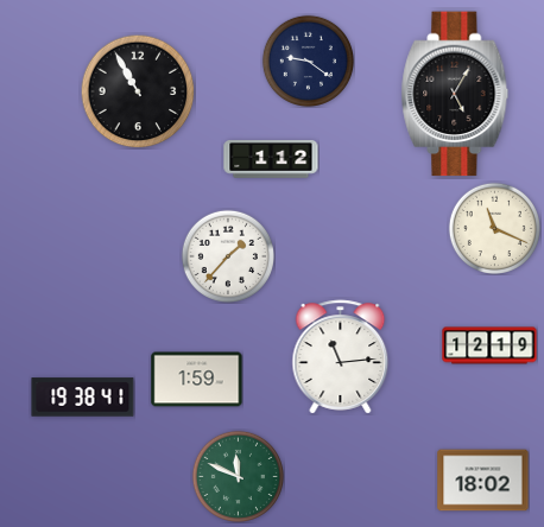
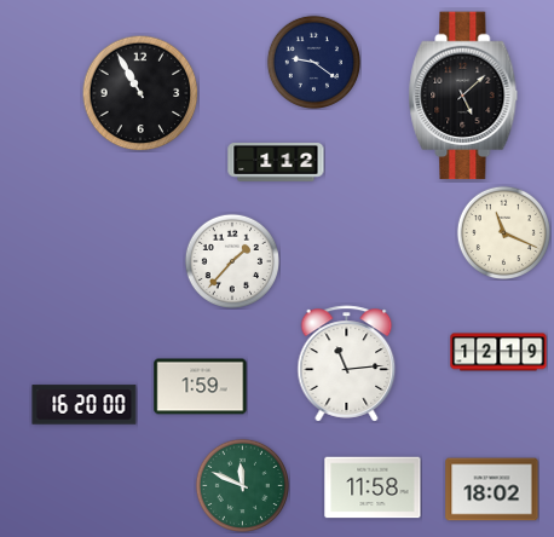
clock at (455, 94): 5:05 -> 5:08
clock at (83, 398): 19:38 -> 16:20
clock at (373, 487): none -> 11:58
